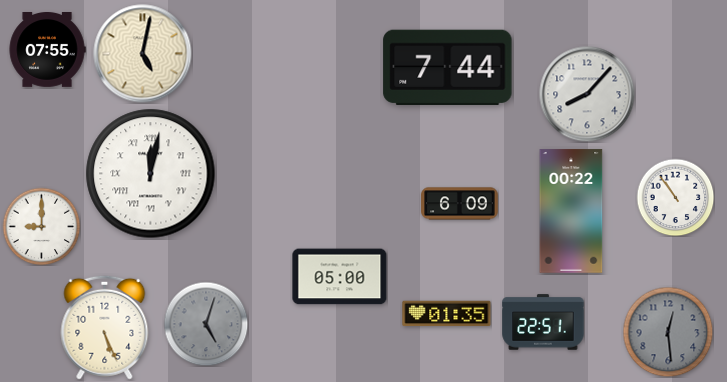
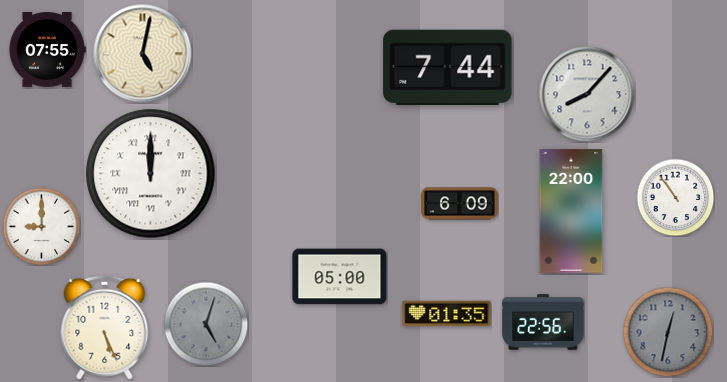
clock at (151, 174): 12:02 -> 12:00
clock at (571, 211): 00:22 -> 22:00
clock at (543, 322): 22:51 -> 22:56
clock at (668, 332): 12:29 -> 12:32
